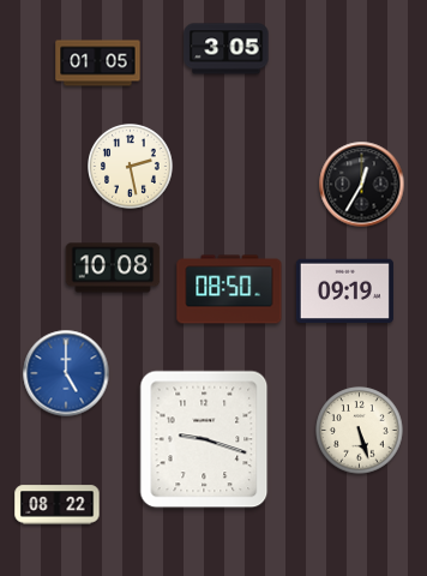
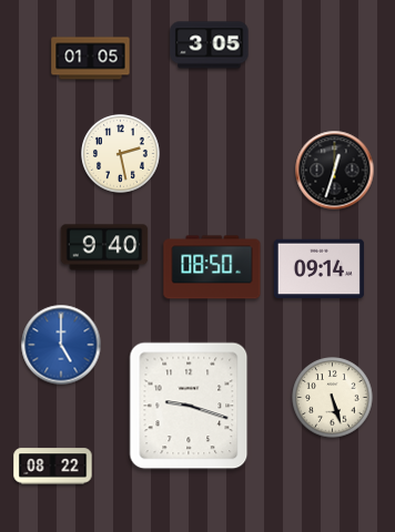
clock at (362, 185): 12:35 -> 12:33
clock at (113, 268): 10:08 -> 9:40
clock at (344, 292): 09:19 -> 09:14
